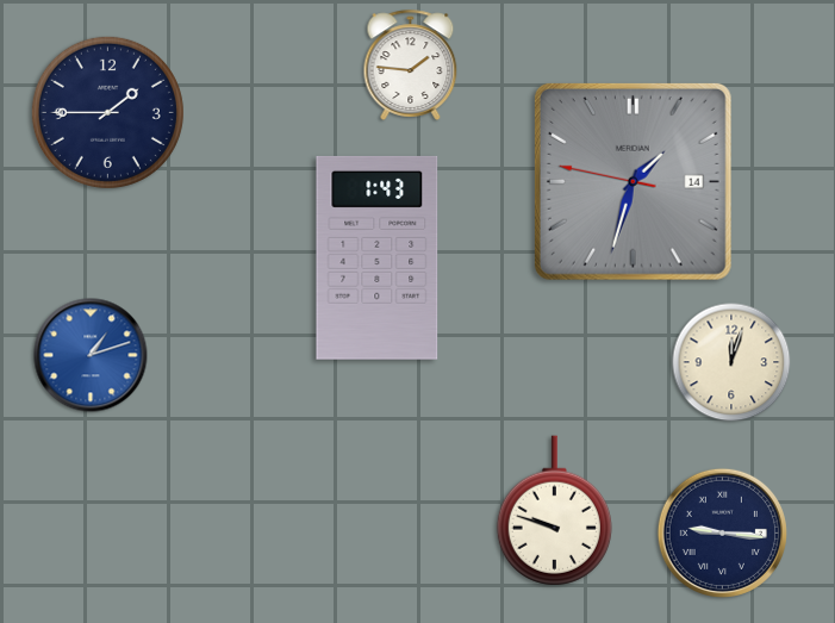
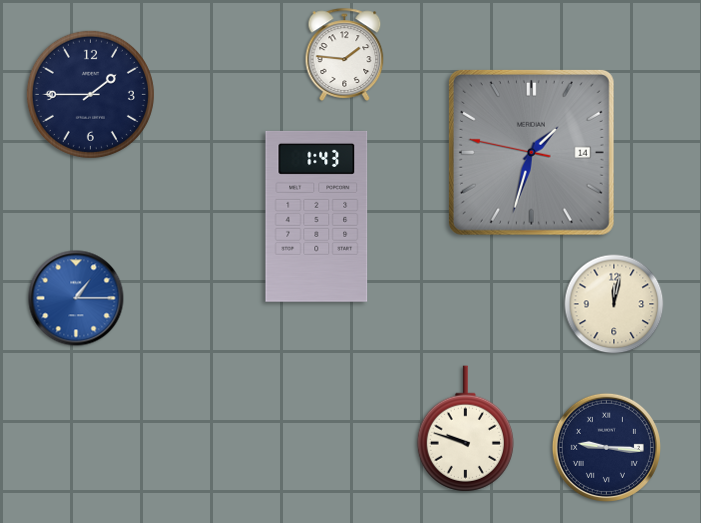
clock at (91, 355): 1:12 -> 1:15
clock at (731, 362): 12:03 -> 12:02
